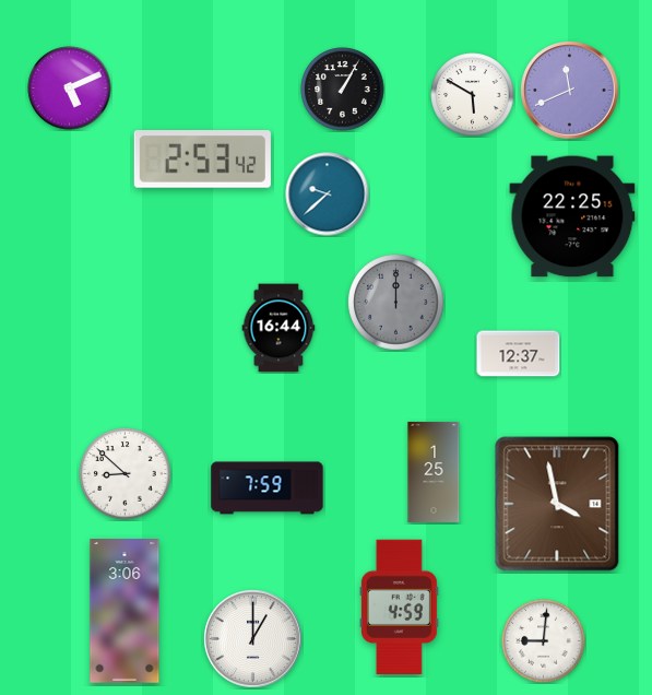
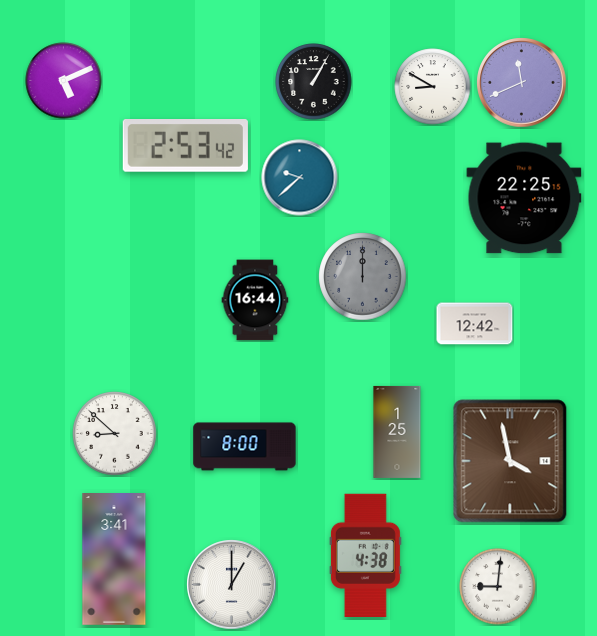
clock at (473, 95): 5:50 -> 8:50
clock at (519, 354): 12:37 -> 12:42
clock at (268, 488): 7:59 -> 8:00
clock at (399, 606): 4:59 -> 4:38
clock at (125, 612): 3:06 -> 3:41
